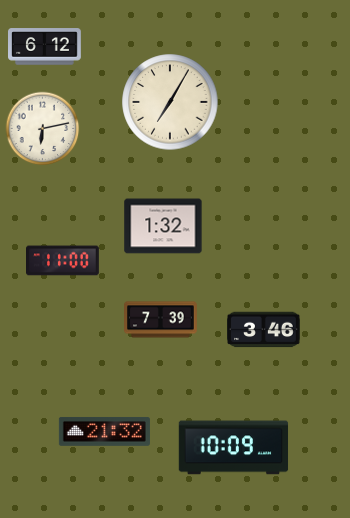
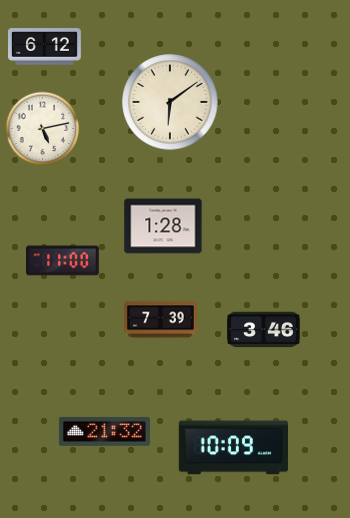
clock at (170, 102): 7:05 -> 6:09
clock at (43, 129): 6:13 -> 5:13
clock at (163, 226): 1:32 -> 1:28
